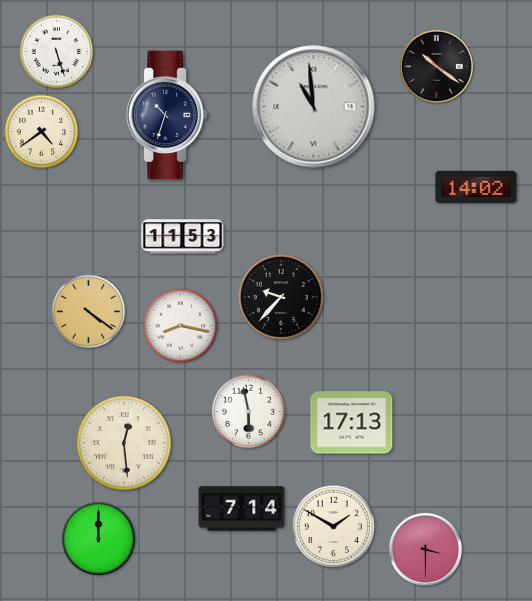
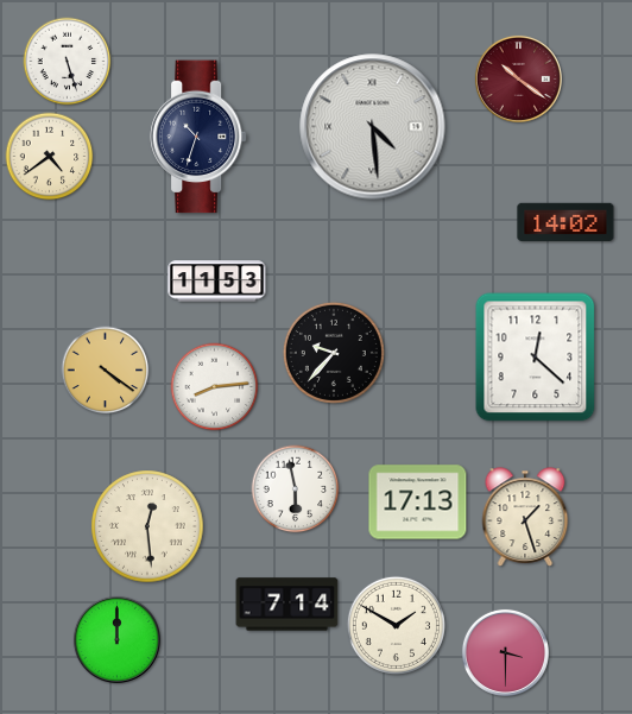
clock at (436, 66) dial: black -> burgundy
clock at (314, 107): 10:59 -> 4:29
clock at (536, 358): none -> 12:22
clock at (181, 326): 8:17 -> 8:14
clock at (525, 517): none -> 1:27
